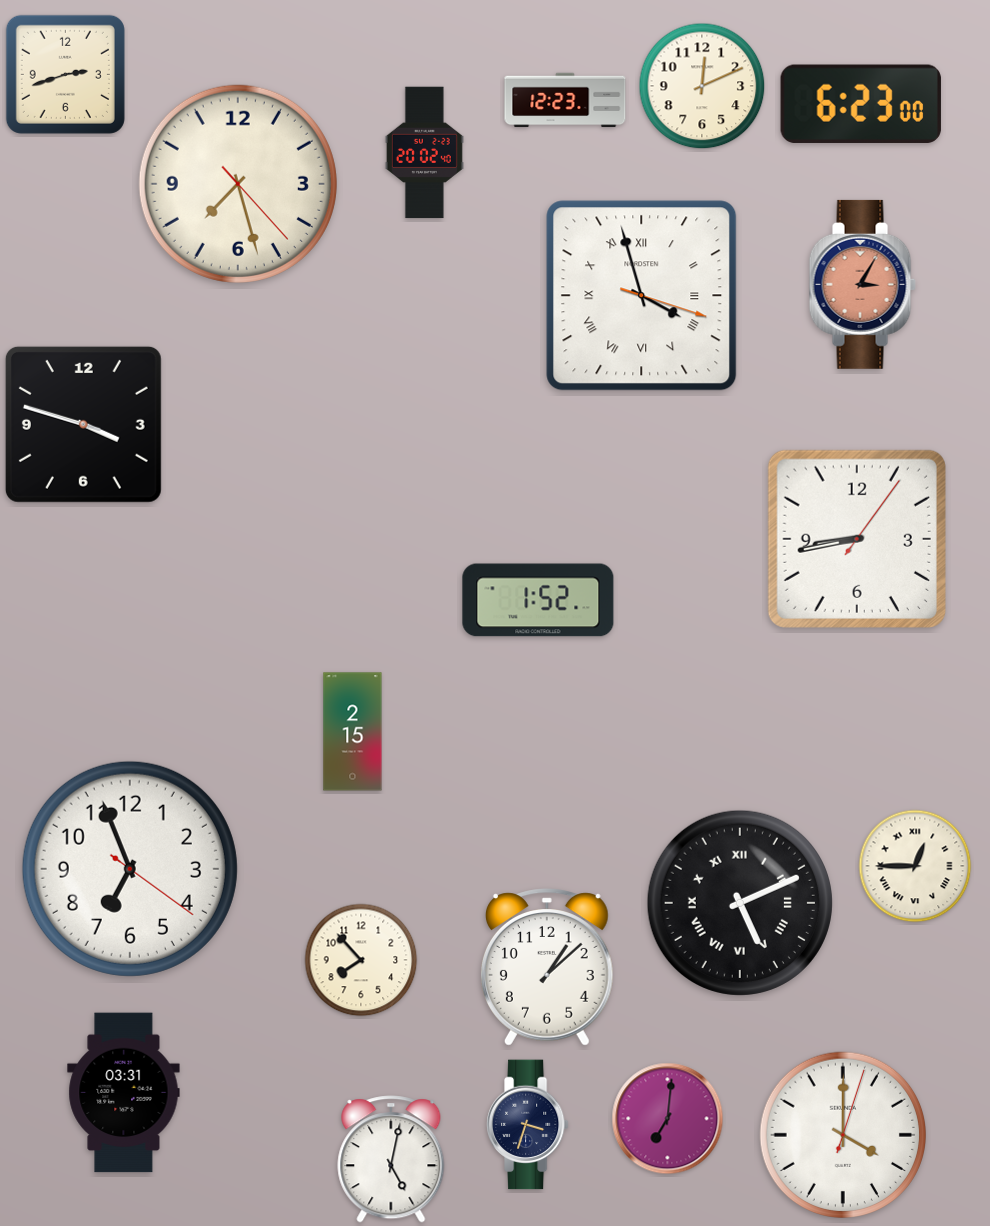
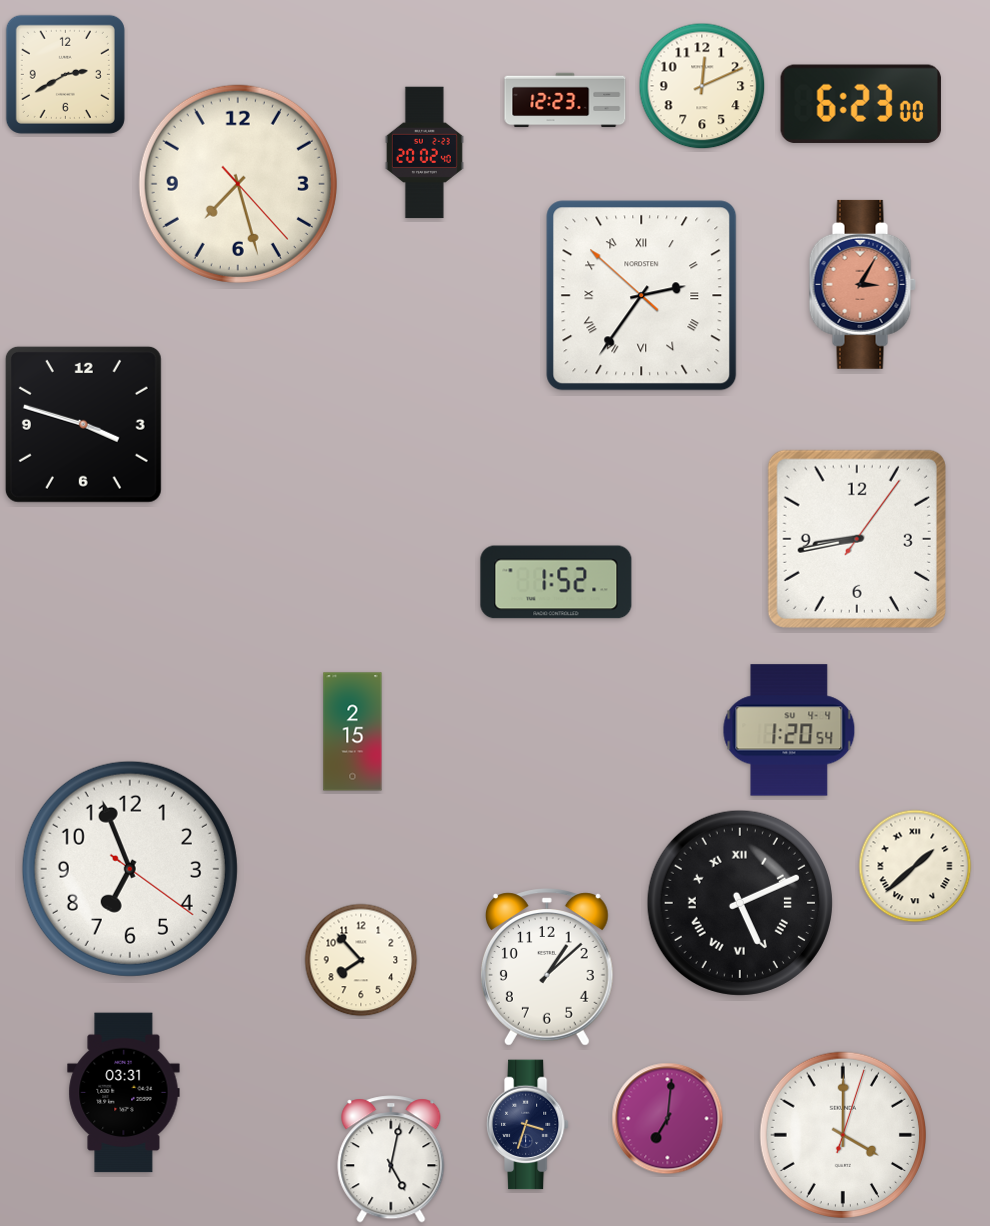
clock at (65, 74): 2:42 -> 2:40
clock at (642, 296): 3:57 -> 2:35
clock at (538, 600) position: (538, 600) -> (556, 582)
clock at (789, 730): none -> 1:20
clock at (915, 866): 12:45 -> 1:38
